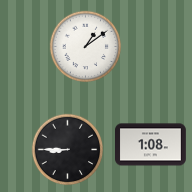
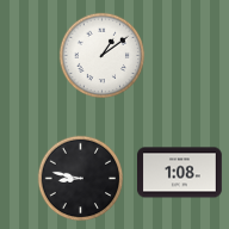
clock at (68, 150): 8:45 -> 8:47
